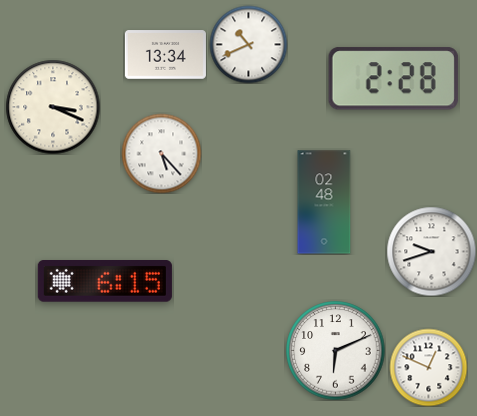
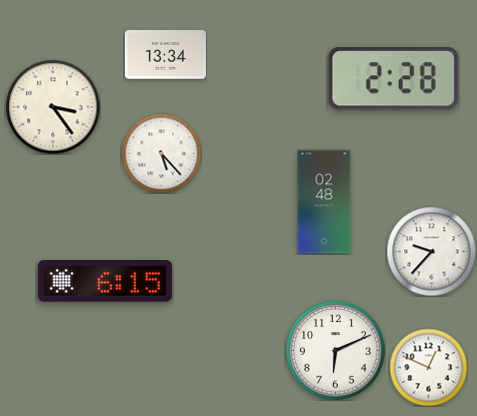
clock at (248, 44): 10:41 -> none
clock at (53, 107): 3:19 -> 3:24
clock at (431, 251): 9:42 -> 9:37
